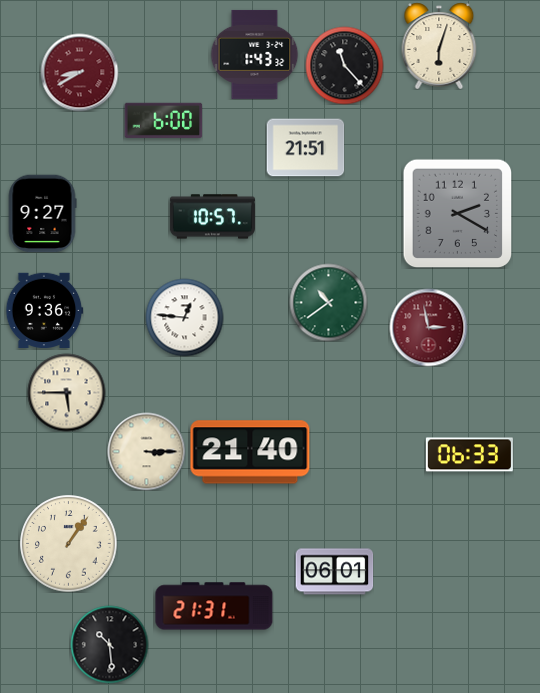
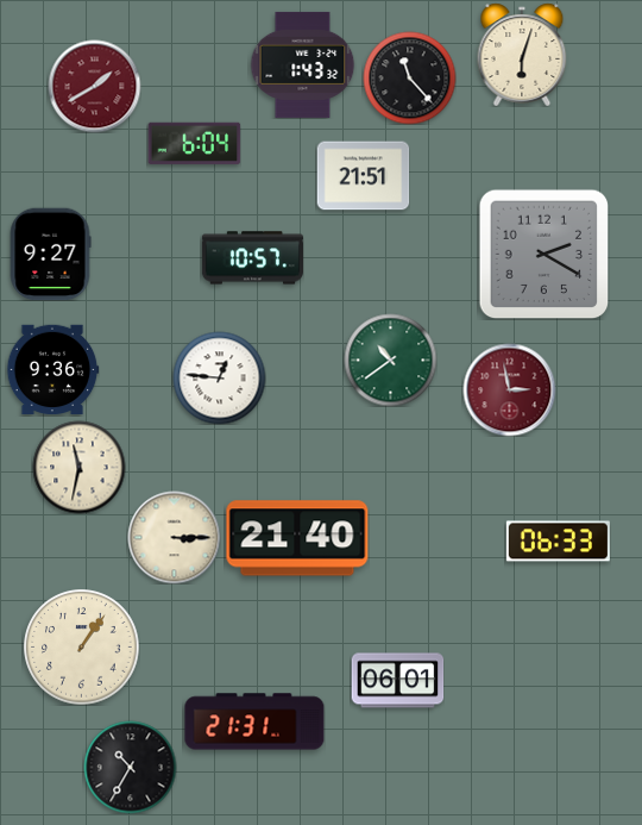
clock at (79, 72): 8:40 -> 1:40
clock at (163, 120): 6:00 -> 6:04
clock at (66, 392): 5:45 -> 11:32
clock at (109, 644): 10:29 -> 10:35
